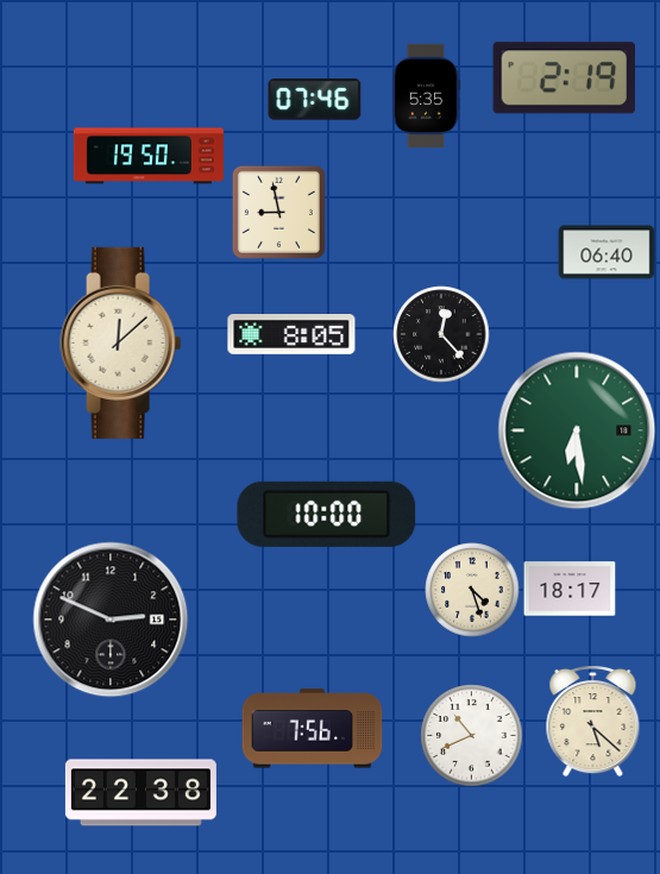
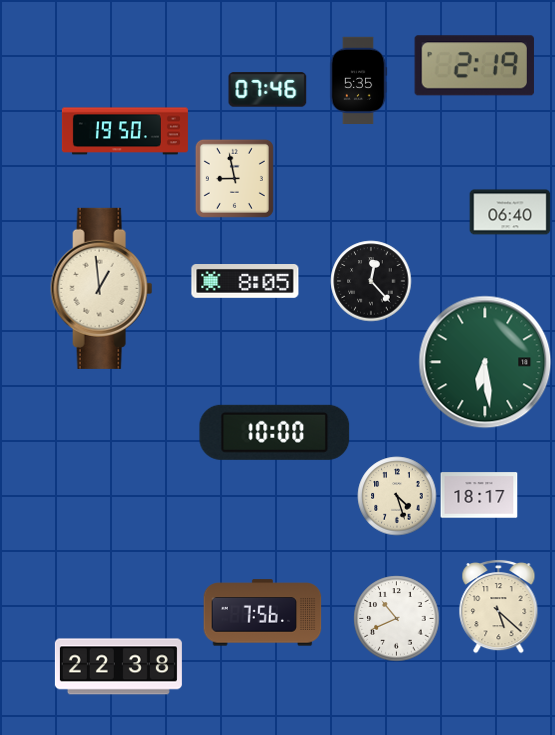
clock at (315, 100) position: (315, 100) -> (268, 90)
clock at (121, 342): 12:08 -> 12:59
clock at (111, 620): 2:49 -> none
